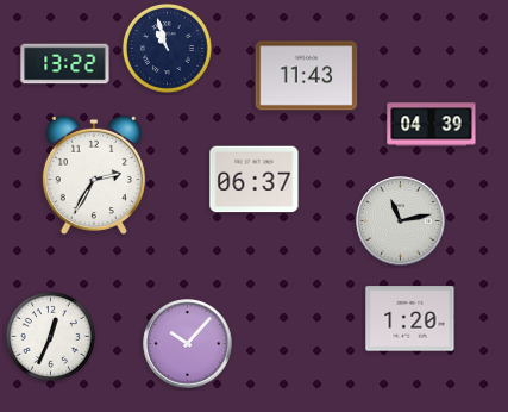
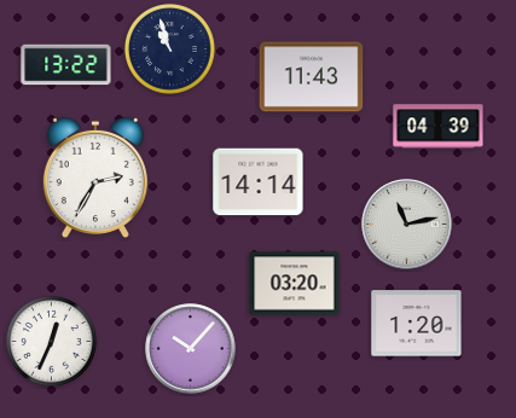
clock at (255, 180): 06:37 -> 14:14
clock at (295, 284): none -> 03:20
